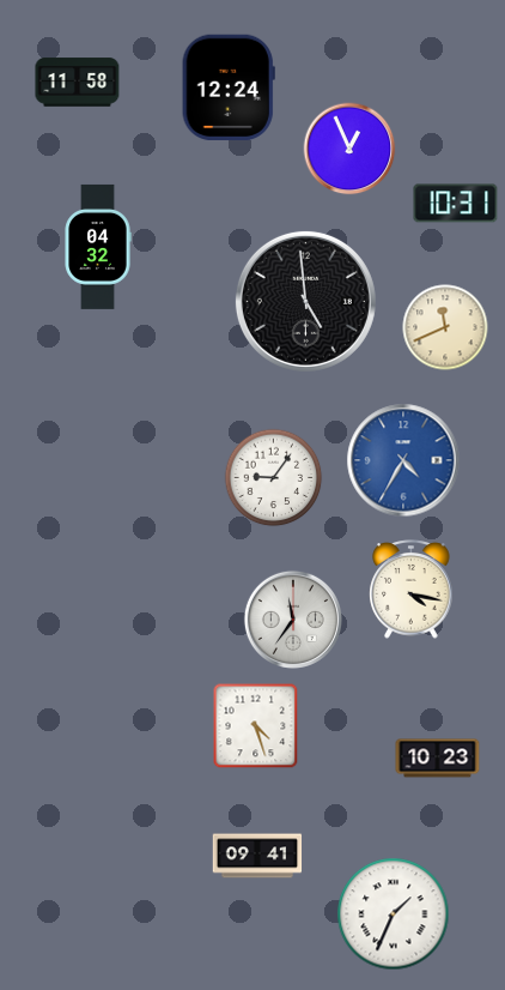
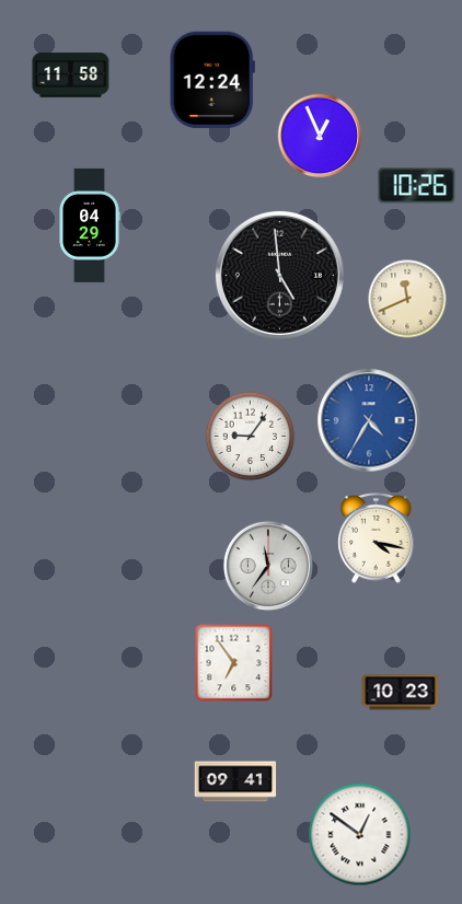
clock at (229, 87) position: (229, 87) -> (212, 80)
clock at (456, 204): 10:31 -> 10:26
clock at (98, 247): 04:32 -> 04:29
clock at (256, 726): 4:27 -> 6:54
clock at (394, 914): 1:34 -> 12:51
